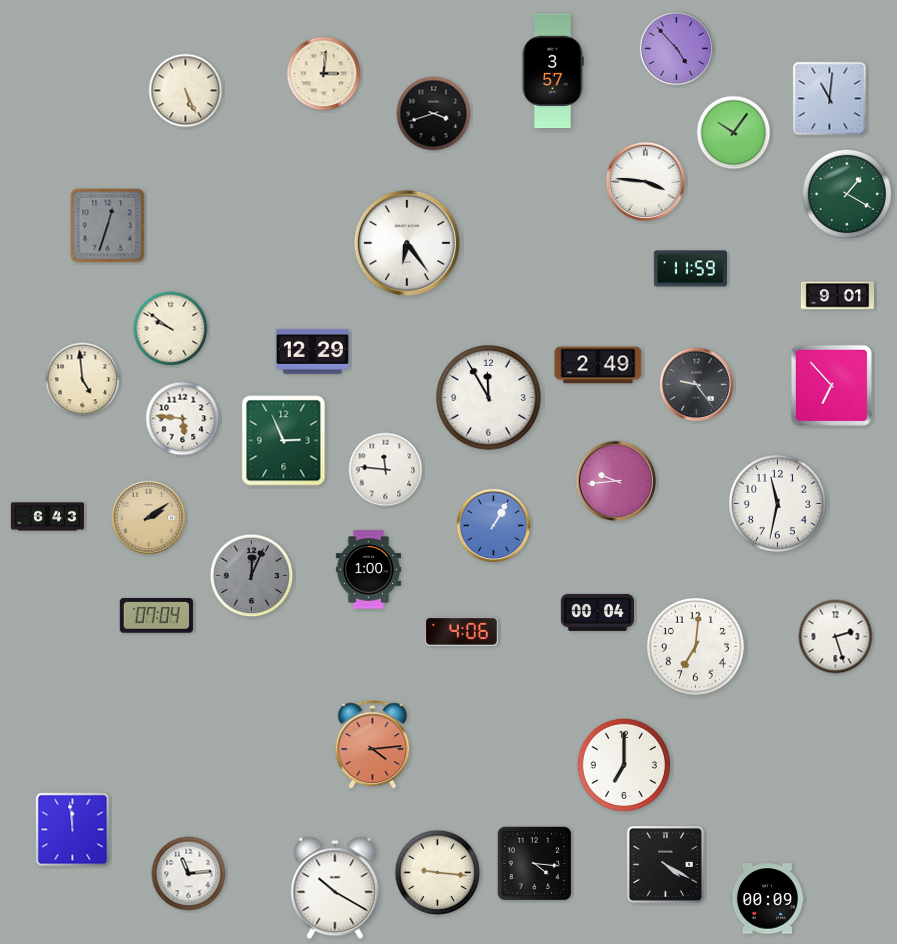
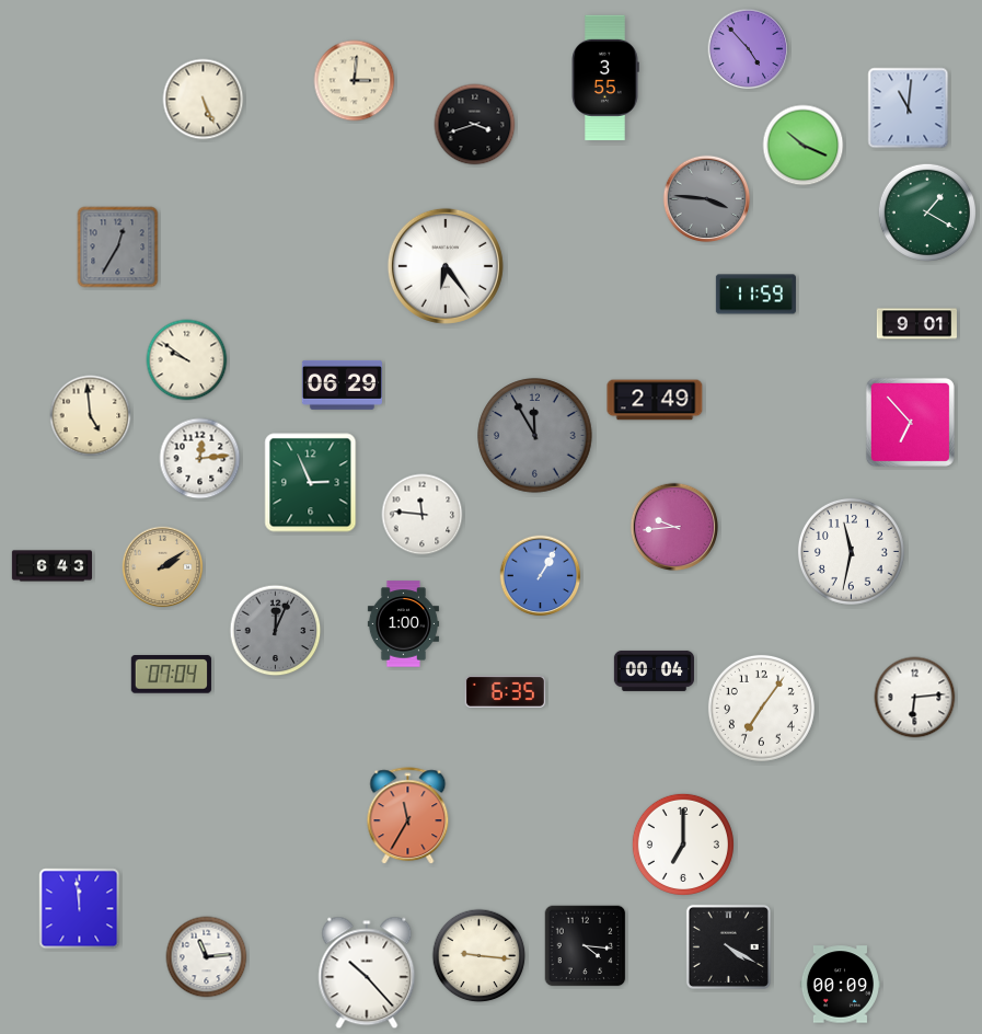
clock at (677, 49) position: (677, 49) -> (749, 49)
clock at (553, 71): 3:57 -> 3:55
clock at (734, 133): 10:06 -> 10:19
clock at (646, 182) dial: white -> grey
clock at (108, 226): 12:33 -> 12:35
clock at (312, 351): 12:29 -> 06:29
clock at (697, 385): 9:24 -> none
clock at (489, 398) dial: white -> grey
clock at (183, 419): 5:46 -> 12:14
clock at (461, 631): 4:06 -> 6:35
clock at (836, 637): 2:27 -> 6:14
clock at (695, 646): 7:01 -> 7:06
clock at (373, 745): 4:14 -> 11:35
clock at (624, 765) position: (624, 765) -> (683, 845)
clock at (335, 888): 10:20 -> 10:23
